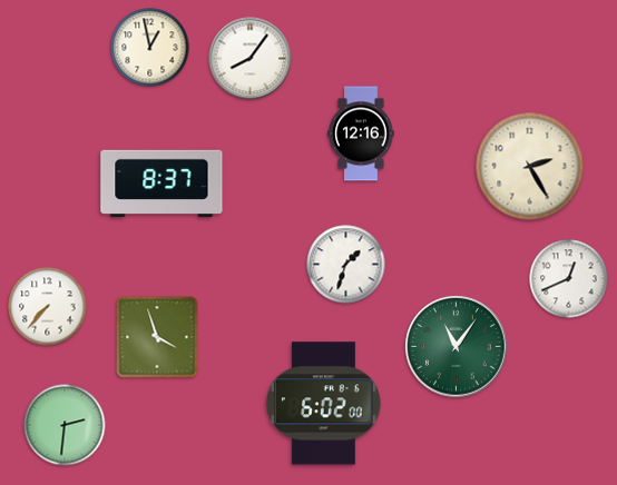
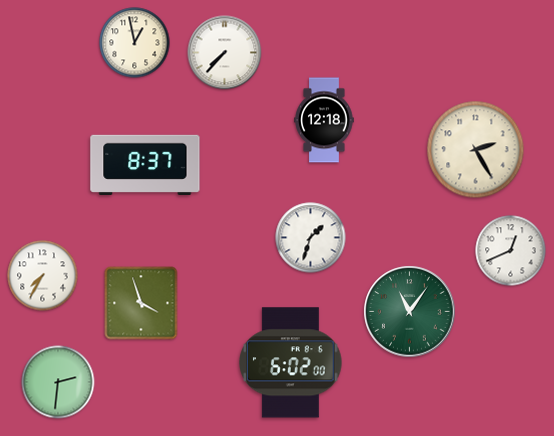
clock at (251, 59): 8:06 -> 7:37
clock at (361, 133): 12:16 -> 12:18
clock at (48, 307): 7:37 -> 7:35
